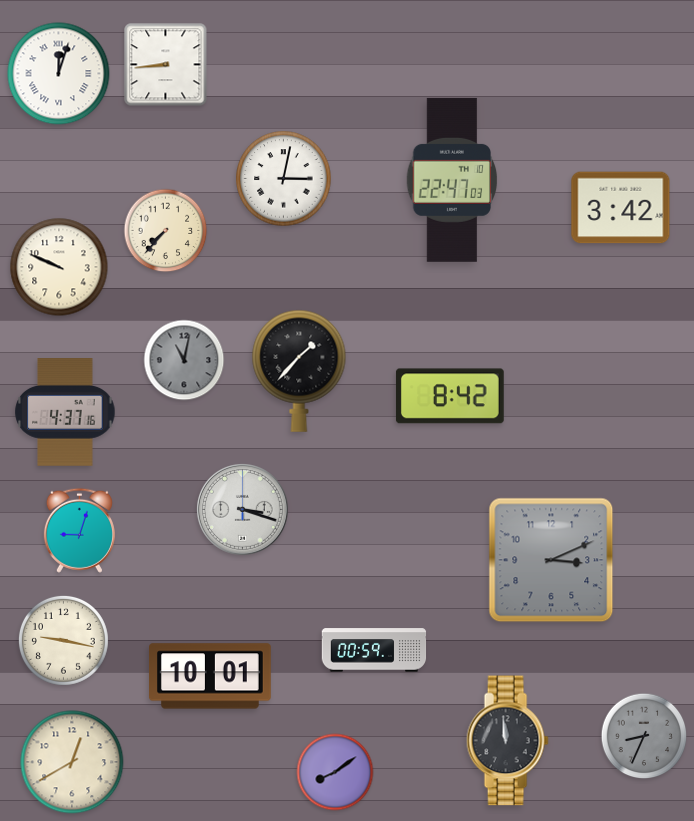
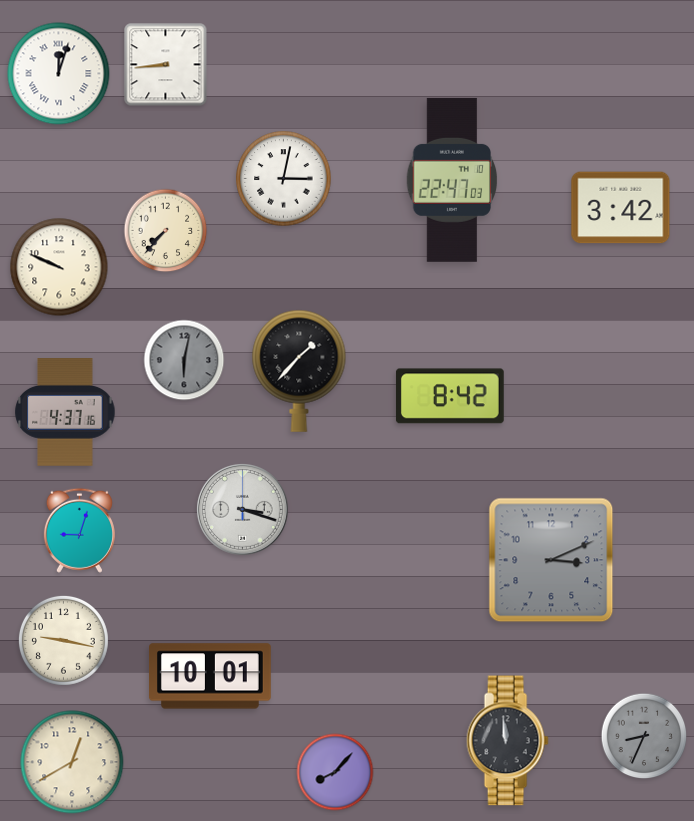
clock at (184, 360): 11:02 -> 6:02
clock at (374, 650): 00:59 -> none
clock at (335, 772): 8:09 -> 8:07
